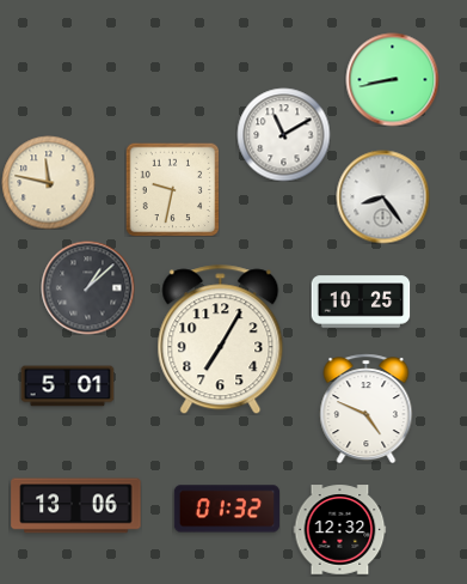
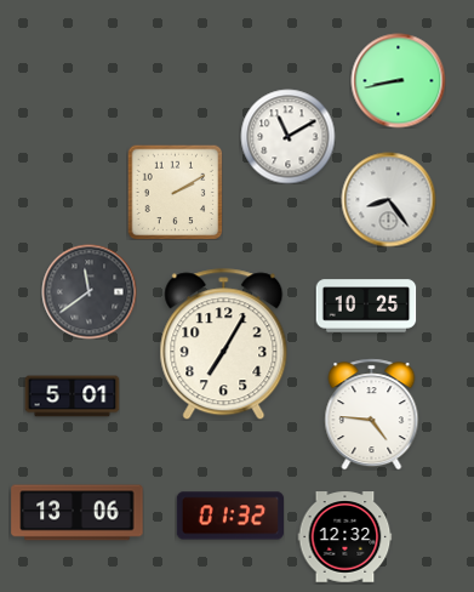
clock at (48, 182): 11:47 -> none
clock at (172, 189): 9:32 -> 2:10
clock at (87, 287): 1:08 -> 11:39
clock at (67, 387) position: (67, 387) -> (72, 397)
clock at (367, 408): 4:49 -> 4:46
